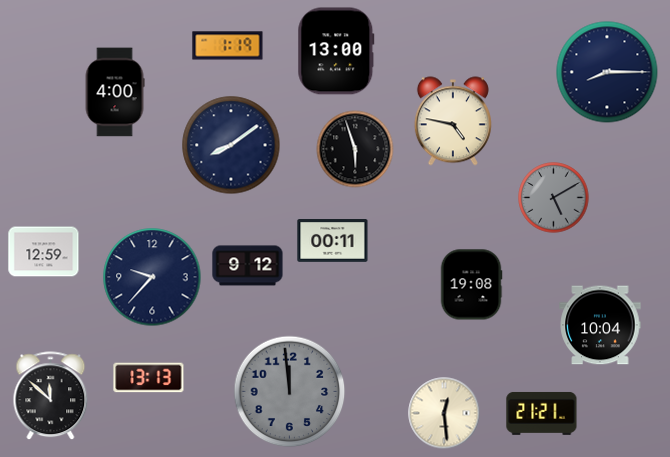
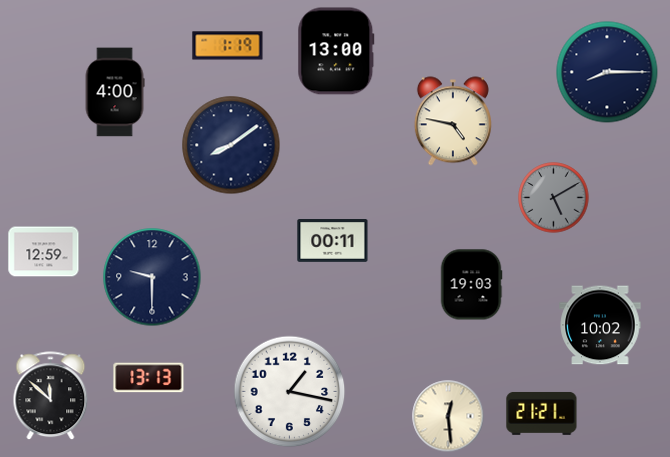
clock at (355, 149): 5:57 -> none
clock at (248, 266): 9:12 -> none
clock at (152, 277): 9:37 -> 9:30
clock at (471, 285): 19:08 -> 19:03
clock at (600, 325): 10:04 -> 10:02
clock at (290, 392): 11:59 -> 1:17
clock at (290, 392) dial: grey -> white
clock at (444, 413) position: (444, 413) -> (448, 416)
